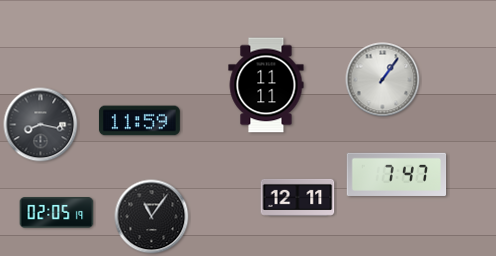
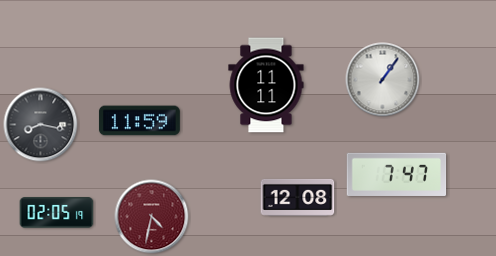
clock at (298, 197): 12:11 -> 12:08
clock at (152, 217): 11:06 -> 4:32
clock at (152, 217) dial: black -> burgundy
